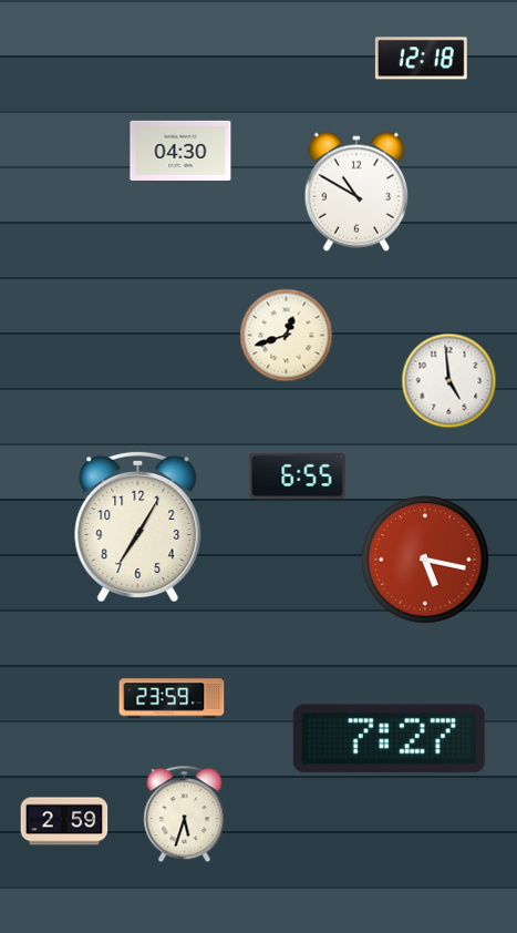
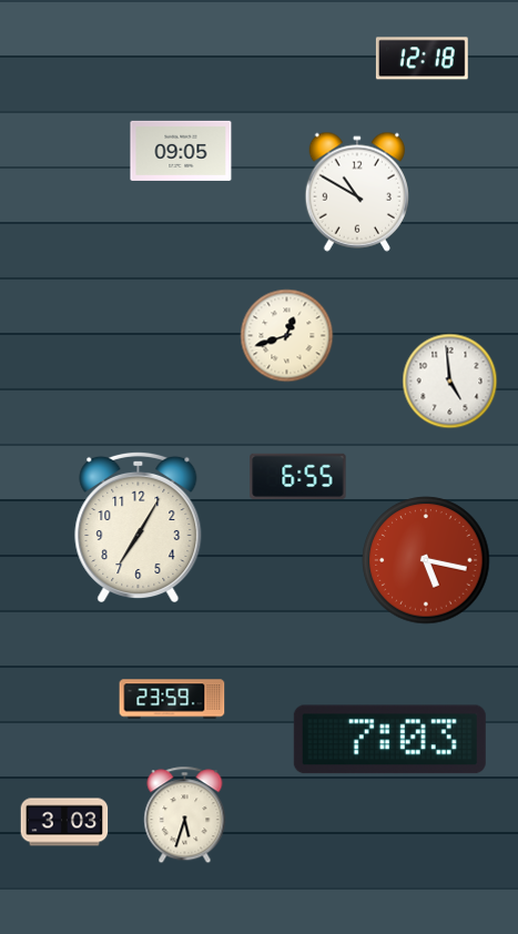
clock at (180, 151): 04:30 -> 09:05
clock at (389, 739): 7:27 -> 7:03
clock at (64, 821): 2:59 -> 3:03
